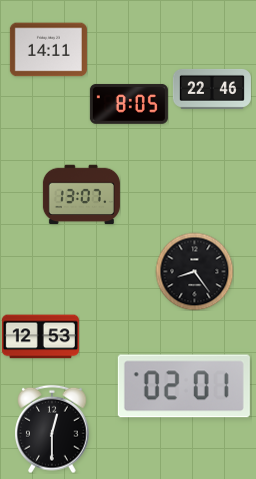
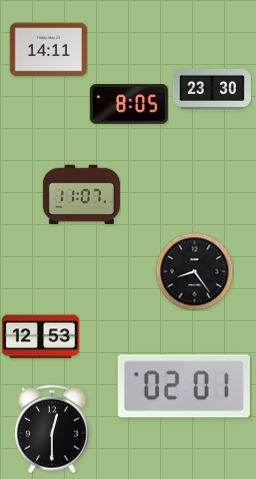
clock at (212, 89): 22:46 -> 23:30
clock at (81, 195): 13:07 -> 11:07
